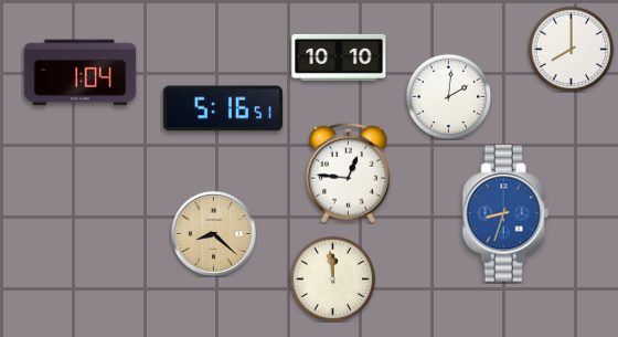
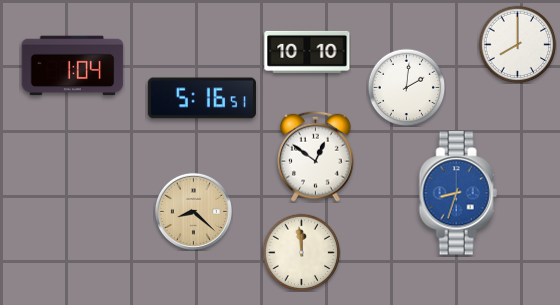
clock at (349, 172): 12:46 -> 12:51
